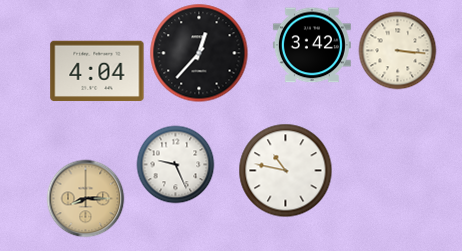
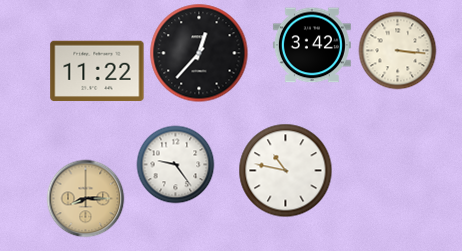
clock at (97, 71): 4:04 -> 11:22
clock at (175, 164): 9:26 -> 9:24
